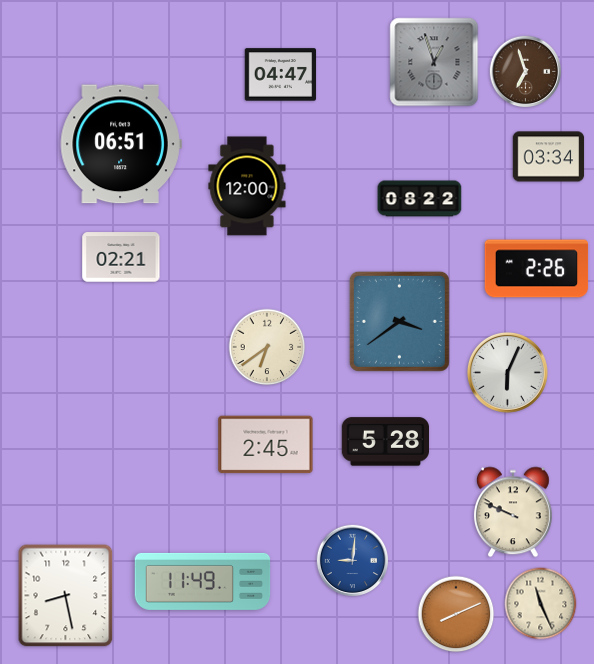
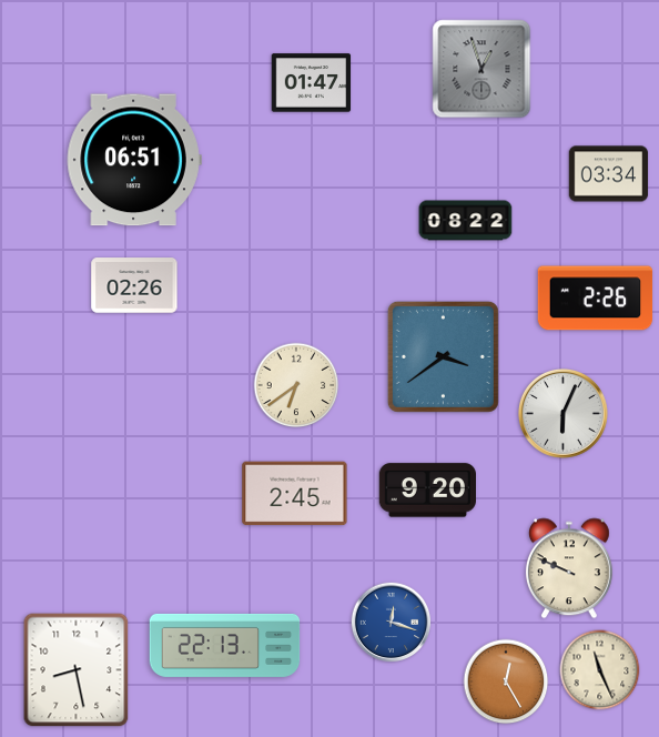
clock at (526, 72): 6:57 -> none
clock at (281, 75): 04:47 -> 01:47
clock at (247, 186): 12:00 -> none
clock at (121, 257): 02:21 -> 02:26
clock at (386, 442): 5:28 -> 9:20
clock at (353, 561): 9:01 -> 12:18
clock at (203, 581): 11:49 -> 22:13
clock at (66, 596) position: (66, 596) -> (77, 670)
clock at (456, 614): 8:11 -> 12:25
